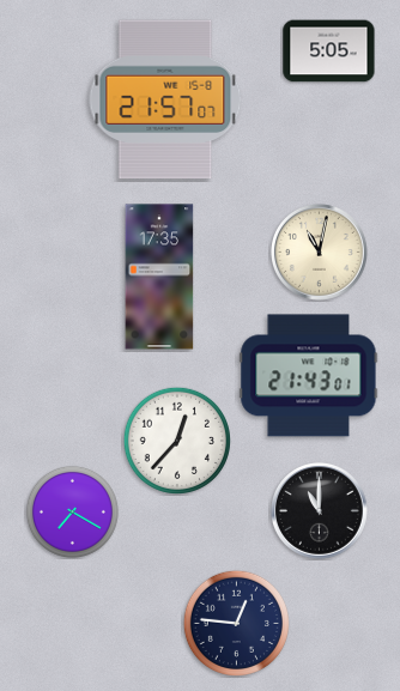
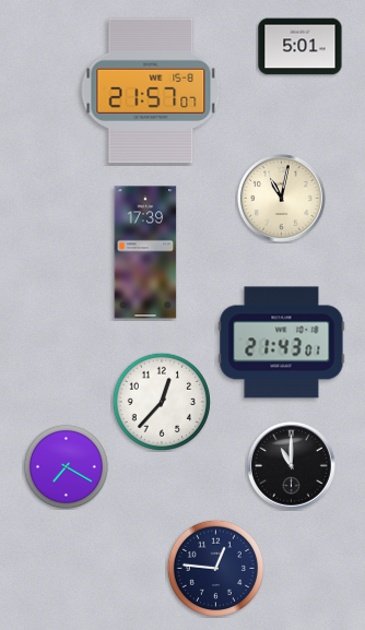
clock at (329, 51): 5:05 -> 5:01
clock at (320, 253) position: (320, 253) -> (282, 199)
clock at (159, 277): 17:35 -> 17:39
